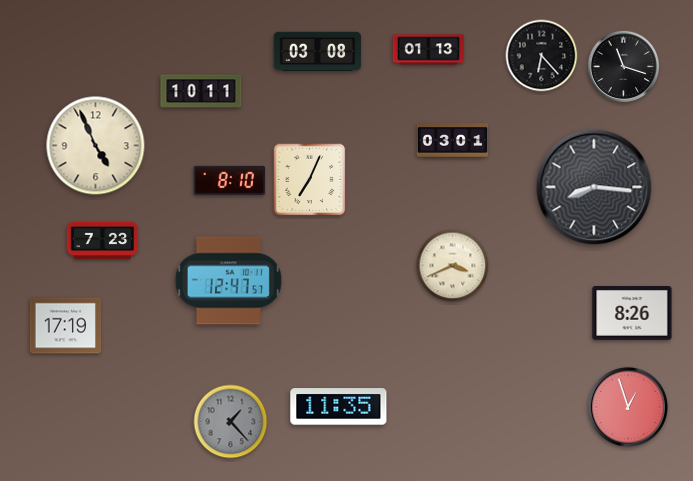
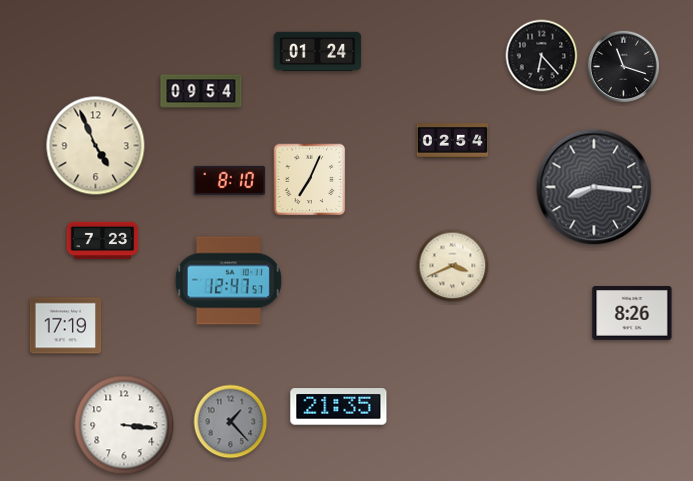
clock at (429, 50): 01:13 -> none
clock at (318, 52): 03:08 -> 01:24
clock at (201, 91): 10:11 -> 09:54
clock at (453, 141): 03:01 -> 02:54
clock at (339, 407): 11:35 -> 21:35
clock at (628, 407): 12:57 -> none
clock at (124, 425): none -> 3:16
